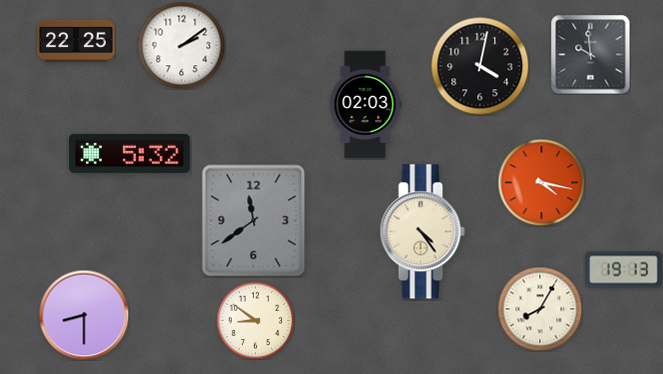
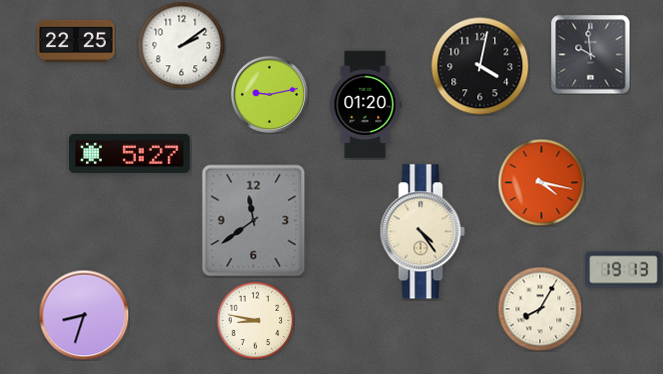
clock at (269, 94): none -> 9:13
clock at (365, 105): 02:03 -> 01:20
clock at (130, 153): 5:32 -> 5:27
clock at (84, 315): 8:30 -> 8:33
clock at (255, 320): 8:51 -> 8:47
